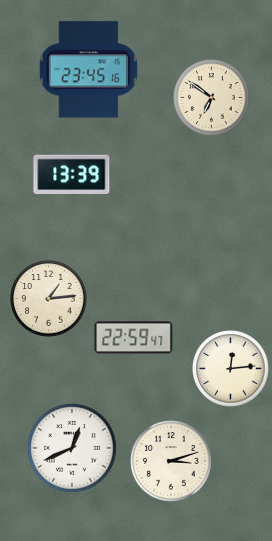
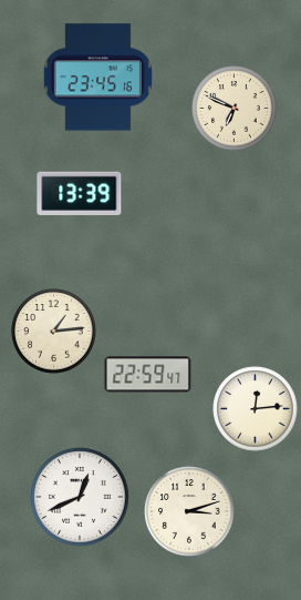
clock at (212, 98): 6:51 -> 6:49
